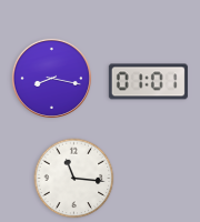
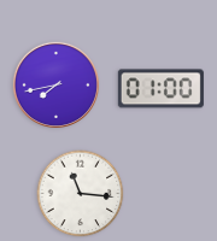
clock at (51, 78): 8:17 -> 7:43
clock at (148, 82): 01:01 -> 01:00
